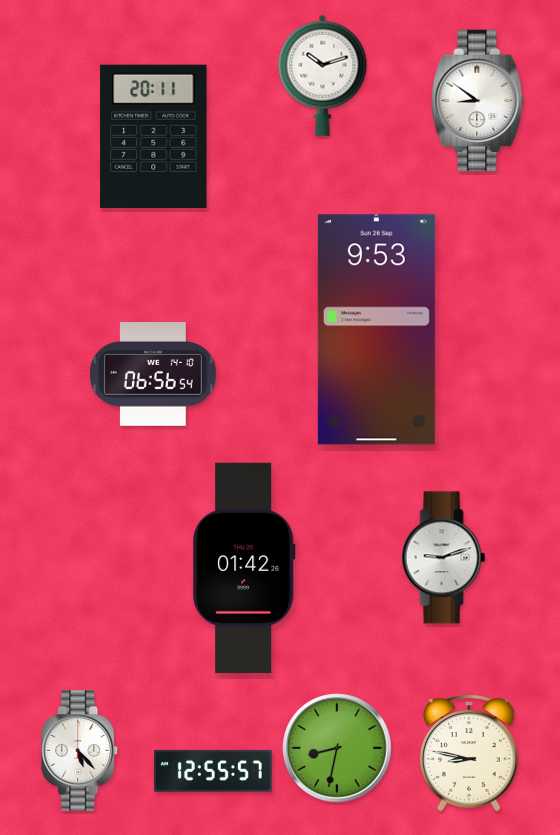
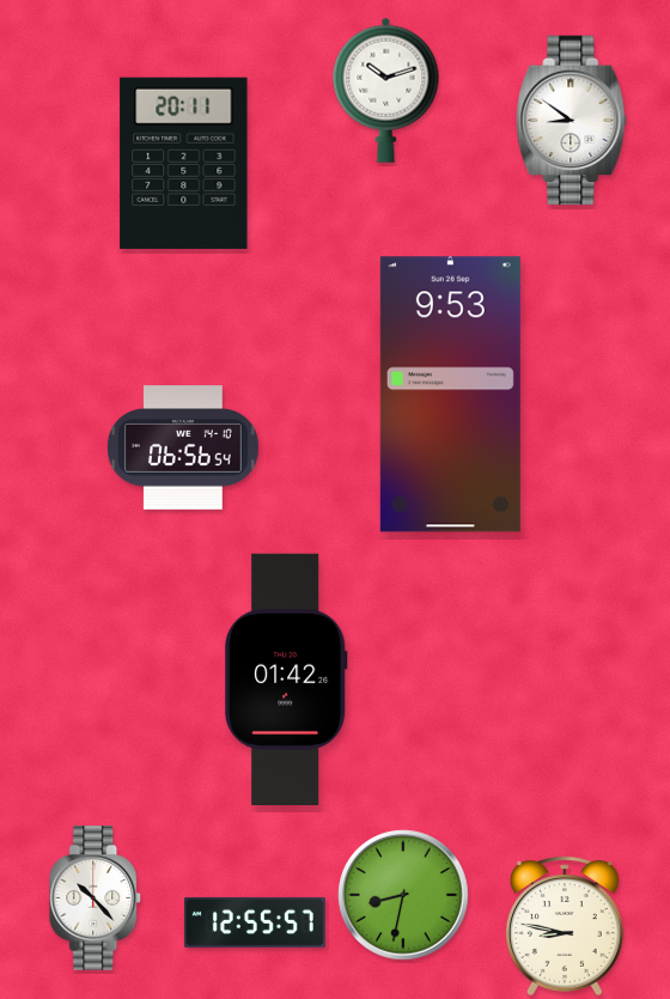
clock at (444, 558): 9:12 -> none
clock at (245, 567) position: (245, 567) -> (287, 678)
clock at (80, 751): 5:23 -> 10:23
clock at (469, 753) position: (469, 753) -> (565, 926)
